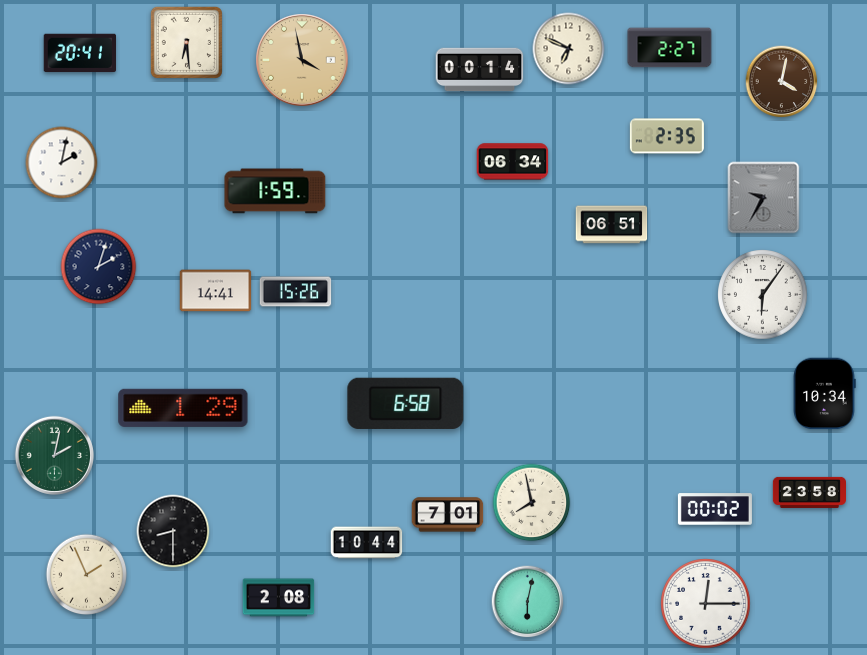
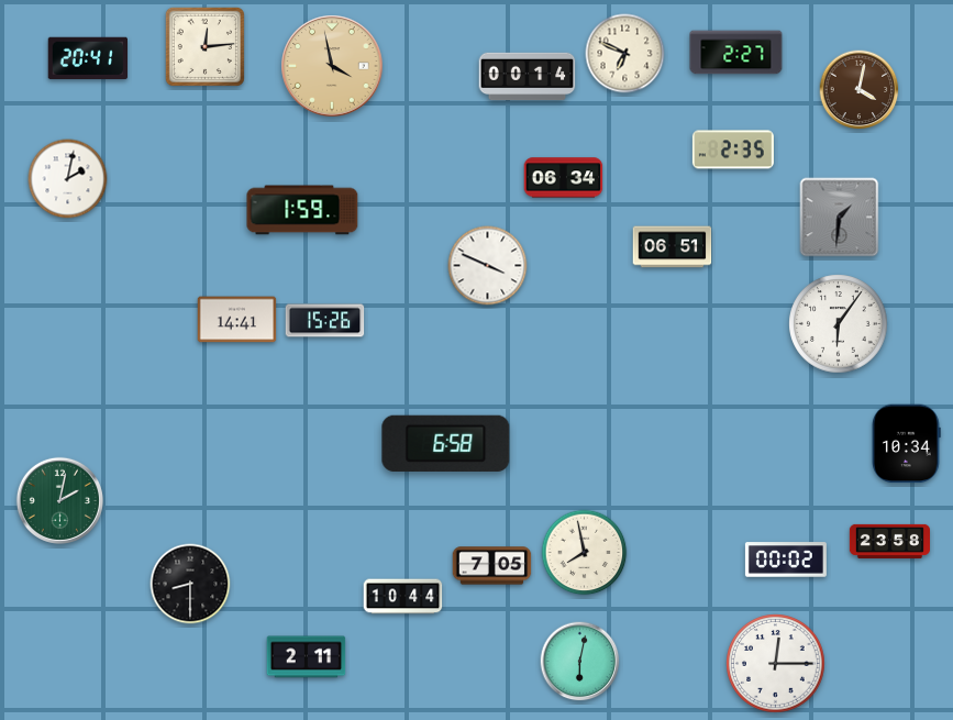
clock at (186, 42): 6:29 -> 12:14
clock at (764, 198): 9:35 -> 1:31
clock at (488, 266): none -> 3:49
clock at (99, 267): 2:03 -> none
clock at (825, 394) position: (825, 394) -> (907, 444)
clock at (183, 408): 1:29 -> none
clock at (448, 515): 7:01 -> 7:05
clock at (87, 575): 1:56 -> none
clock at (279, 598): 2:08 -> 2:11
